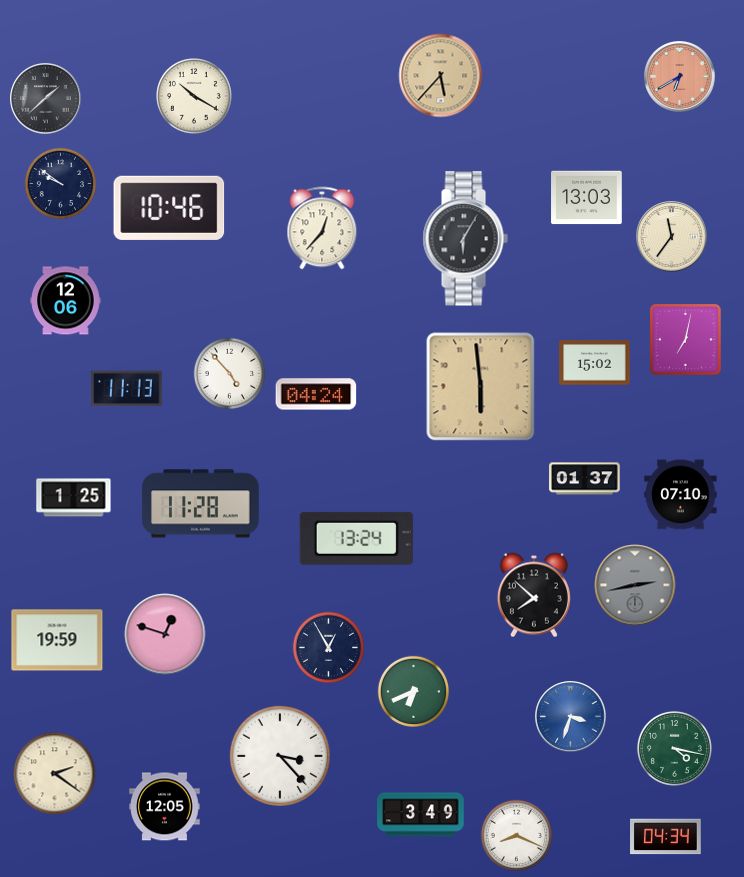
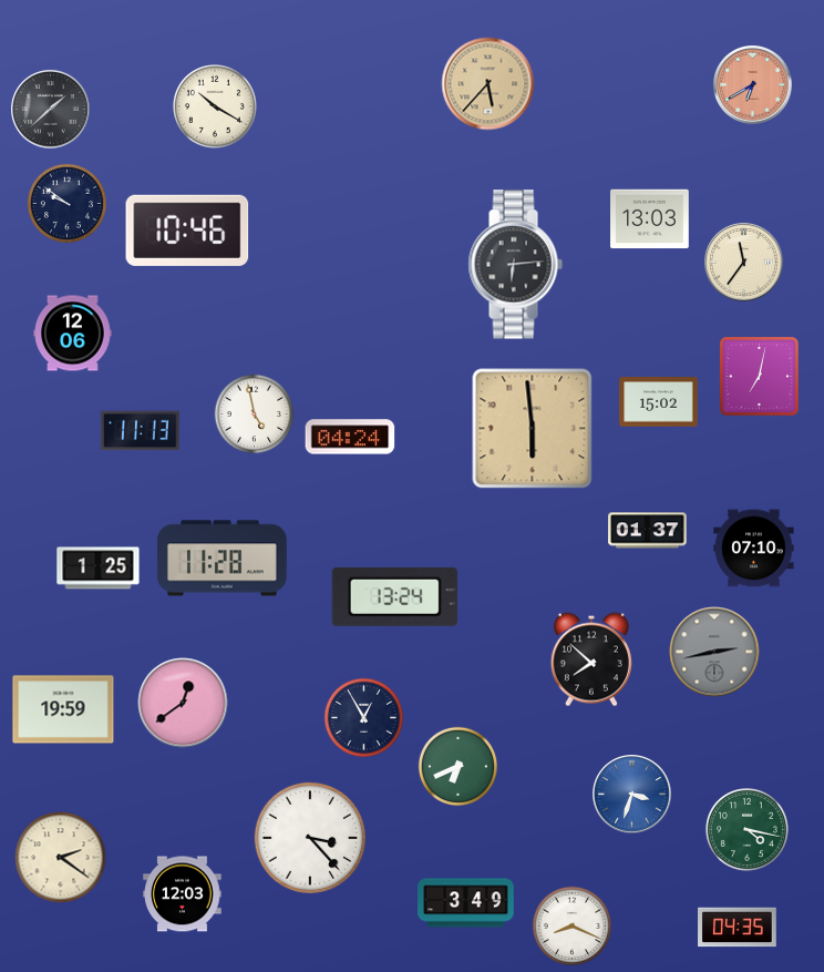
clock at (322, 228): 12:37 -> none
clock at (465, 239): 6:05 -> 6:14
clock at (229, 373): 4:53 -> 4:58
clock at (74, 498) position: (74, 498) -> (99, 569)
clock at (635, 585) position: (635, 585) -> (714, 652)
clock at (165, 634): 12:48 -> 12:39
clock at (165, 807): 12:05 -> 12:03
clock at (666, 837): 04:34 -> 04:35
